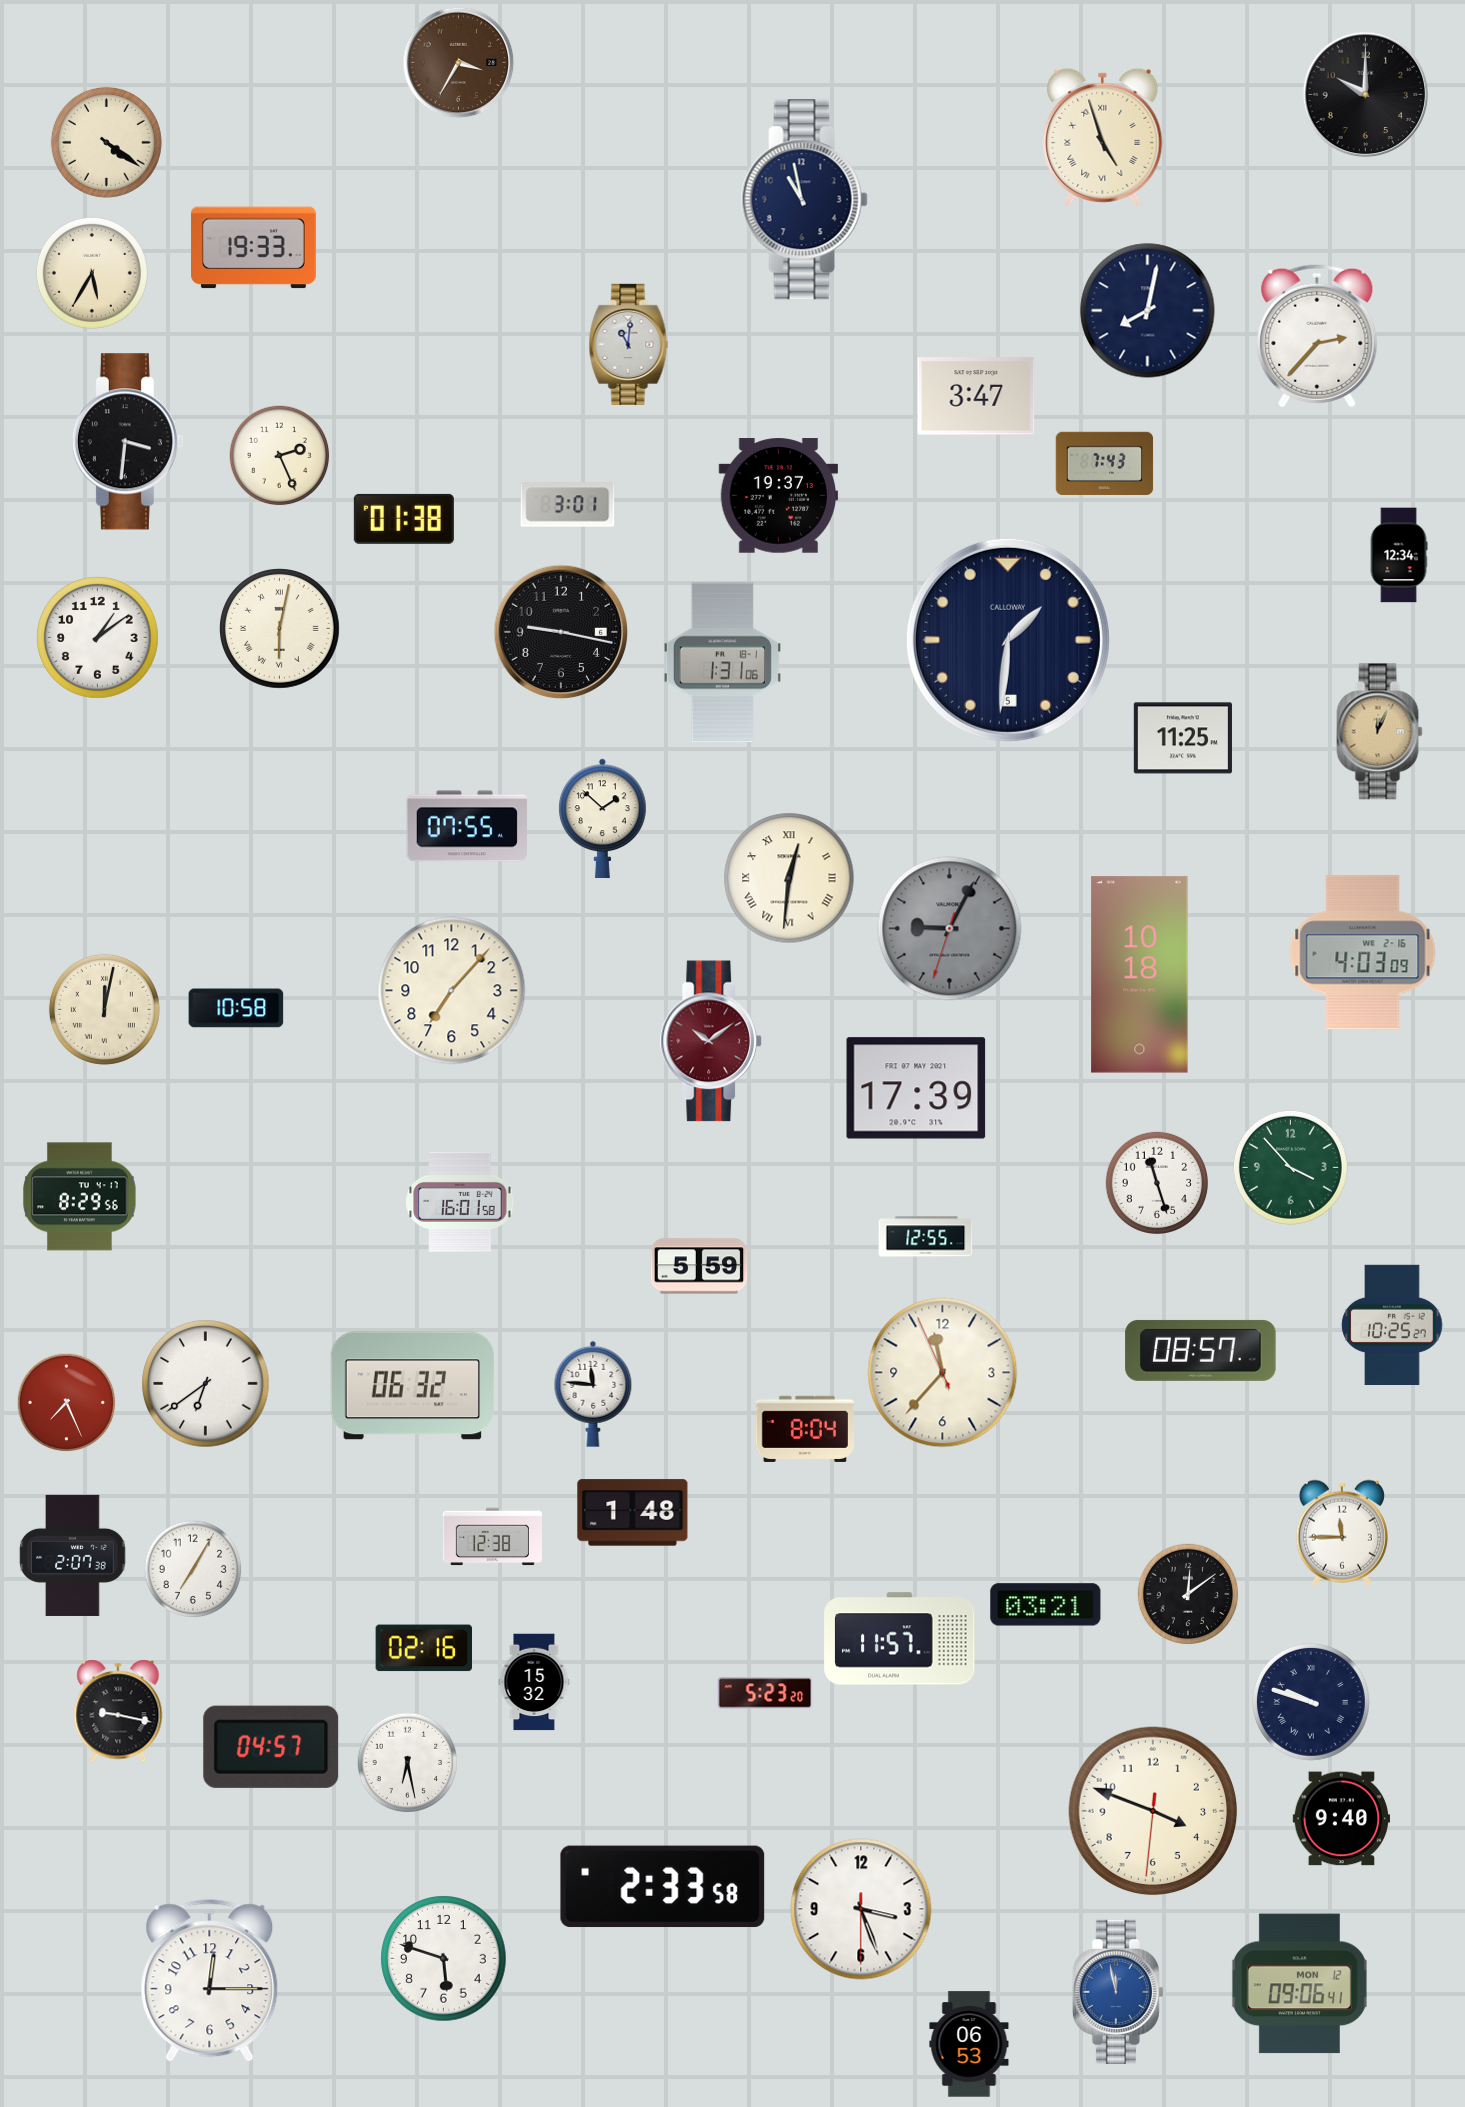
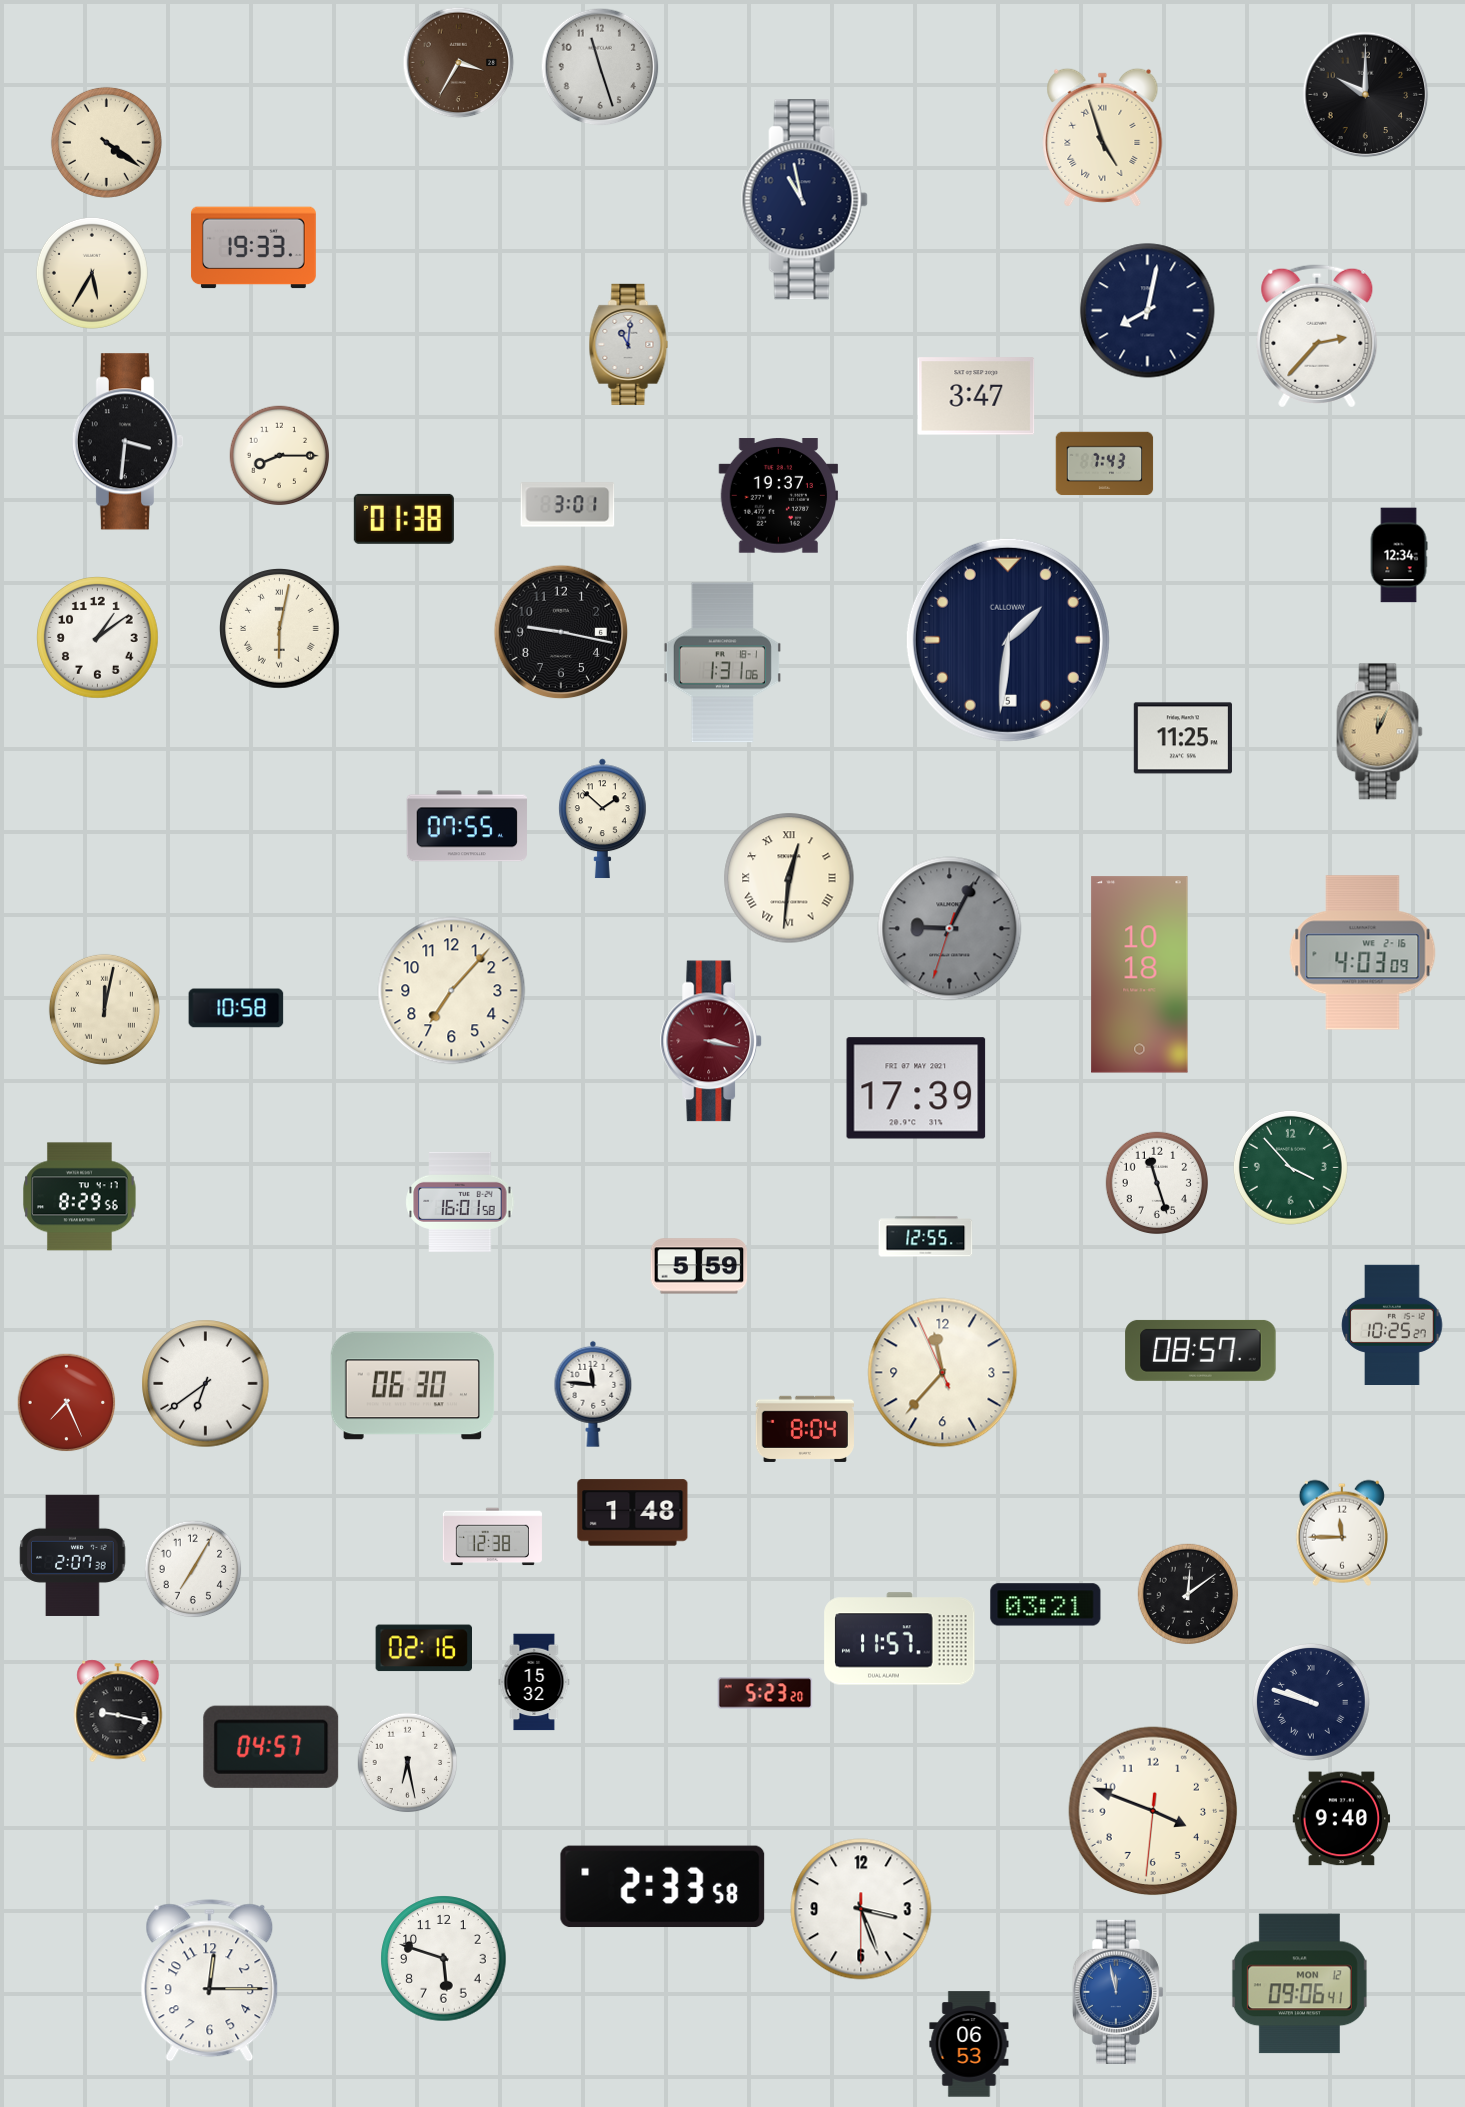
clock at (600, 67): none -> 11:27
clock at (280, 456): 2:26 -> 8:15
clock at (711, 1041): 10:09 -> 3:17
clock at (413, 1386): 06:32 -> 06:30
